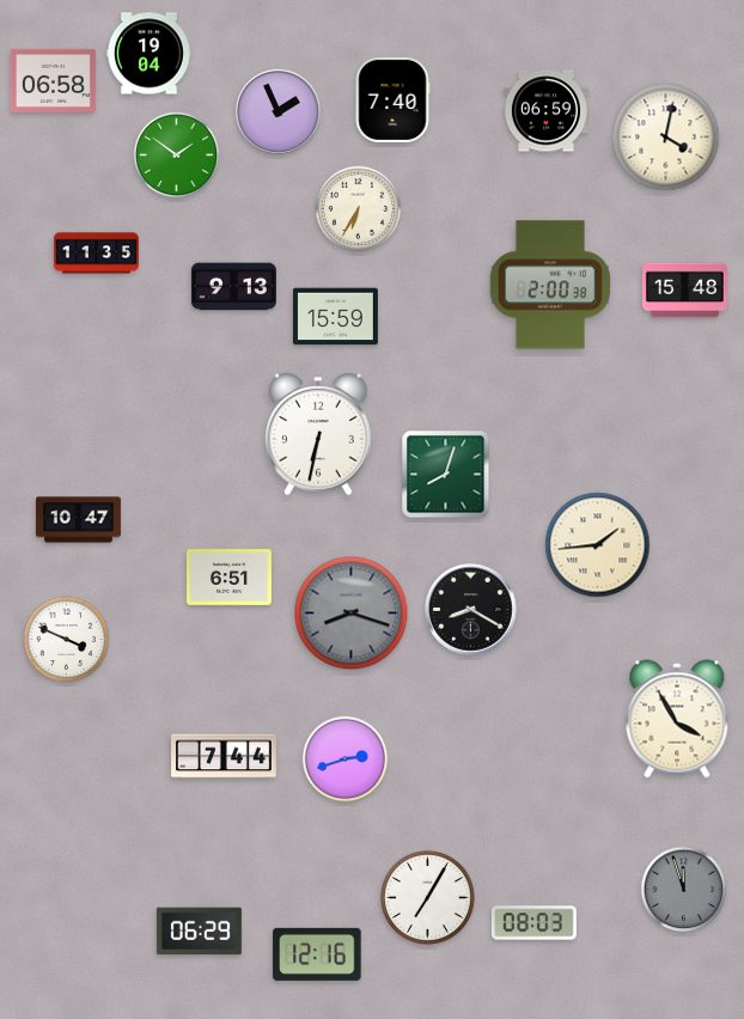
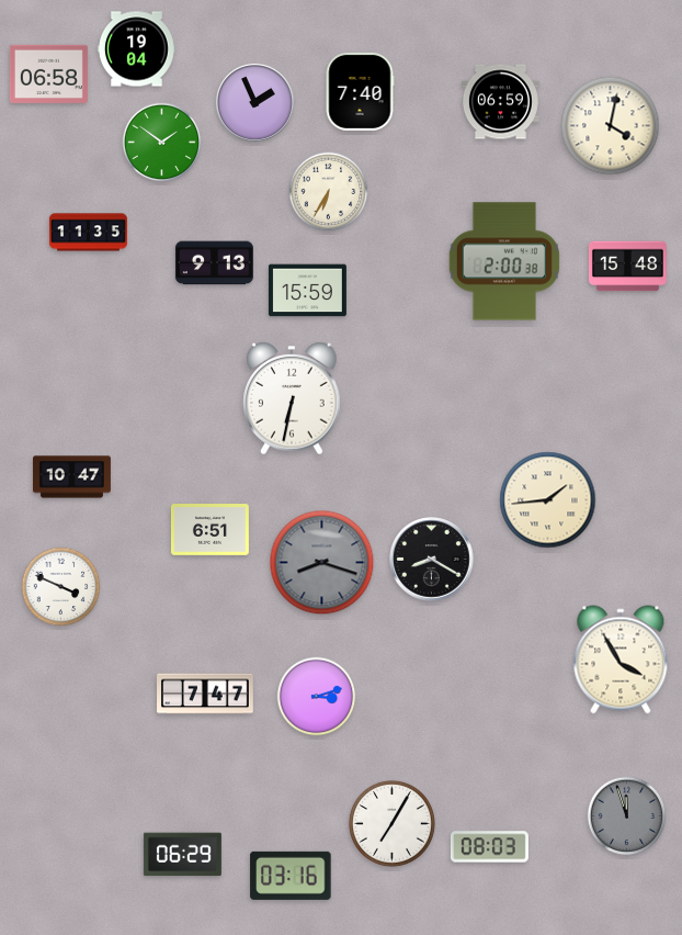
clock at (446, 475): 8:03 -> none
clock at (224, 756): 7:44 -> 7:47
clock at (346, 759): 2:42 -> 3:12
clock at (317, 954): 12:16 -> 03:16
